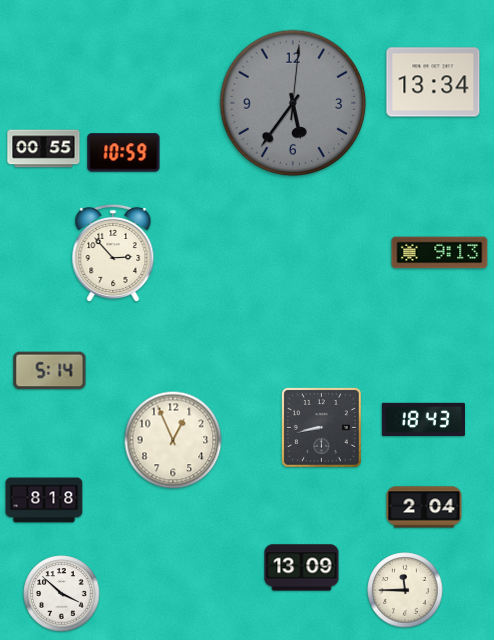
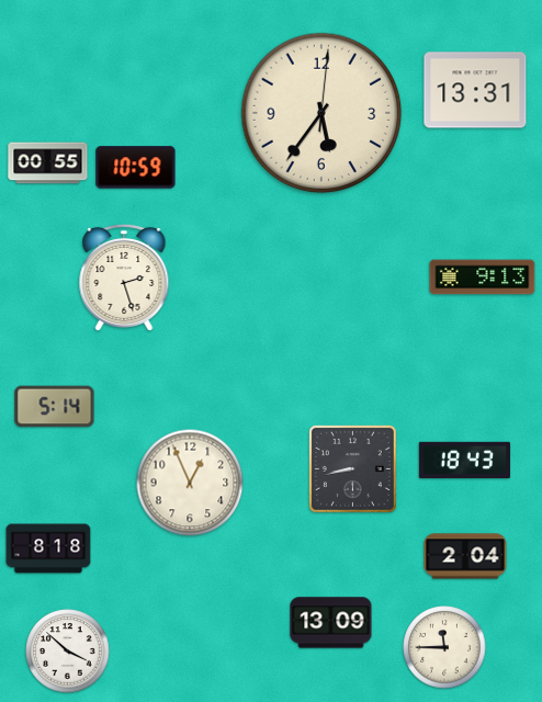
clock at (433, 82): 13:34 -> 13:31
clock at (293, 103) dial: grey -> cream
clock at (113, 253): 2:53 -> 2:27
